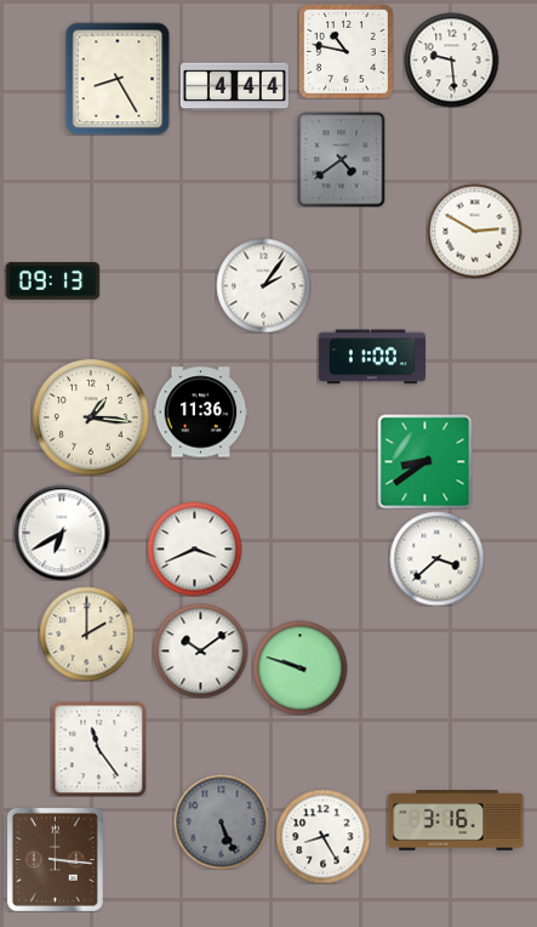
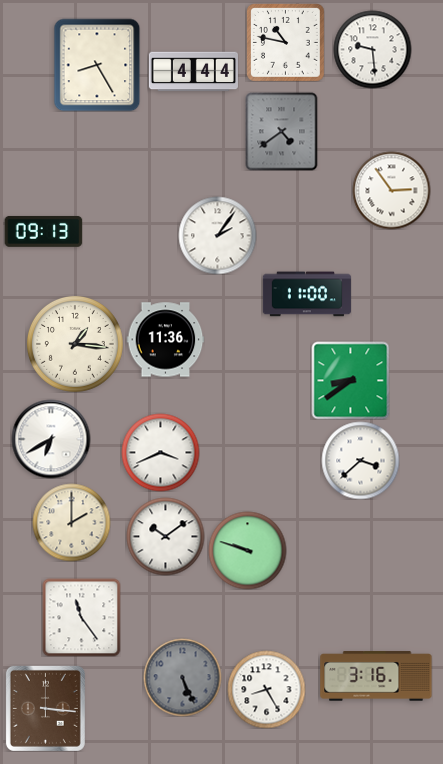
clock at (474, 231): 2:50 -> 2:54
